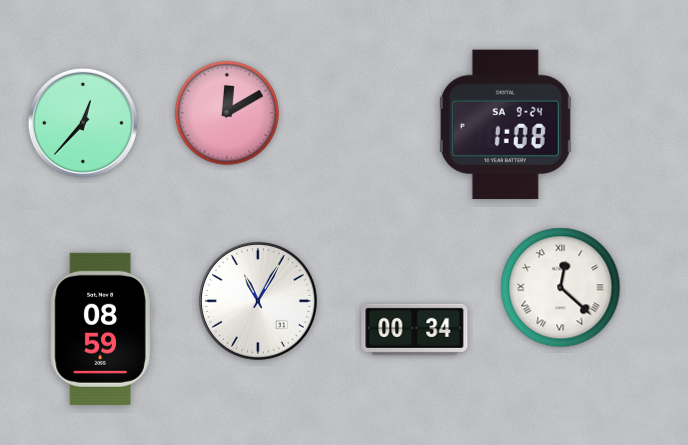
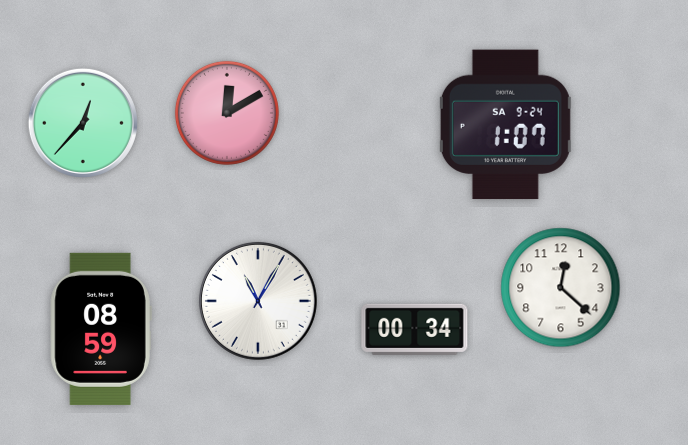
clock at (505, 125): 1:08 -> 1:07
clock at (561, 288) numerals: Roman -> Arabic
